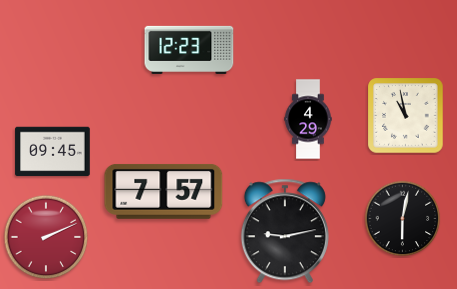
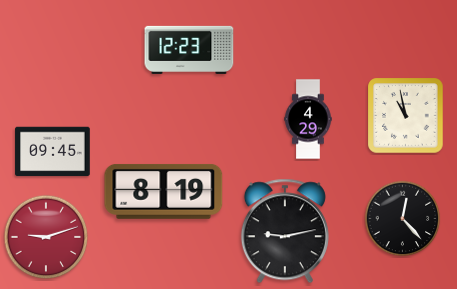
clock at (164, 191): 7:57 -> 8:19
clock at (403, 219): 6:02 -> 12:23
clock at (46, 237): 2:11 -> 9:12
